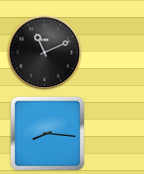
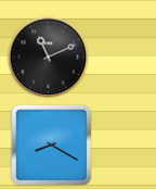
clock at (48, 134): 8:16 -> 8:20
